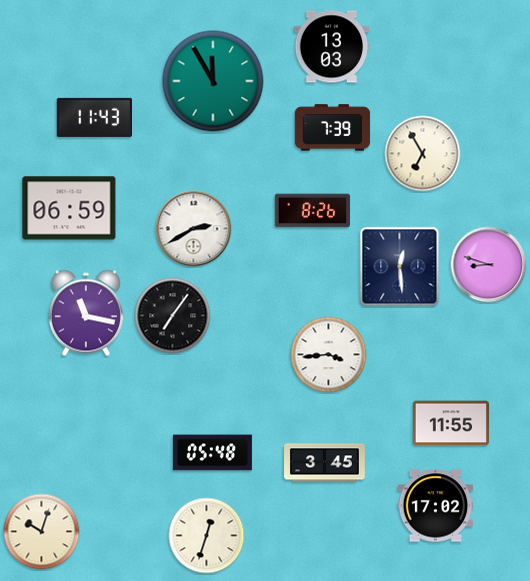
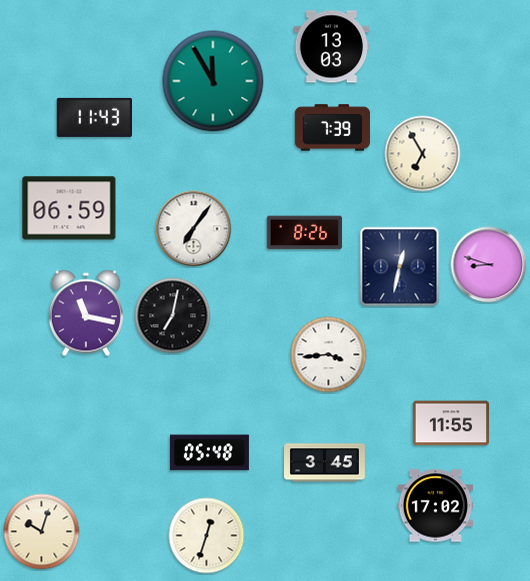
clock at (313, 211) position: (313, 211) -> (305, 233)
clock at (194, 229): 2:40 -> 7:06
clock at (400, 267): 12:29 -> 12:32
clock at (173, 316): 7:06 -> 7:02
clock at (212, 453) position: (212, 453) -> (209, 453)
